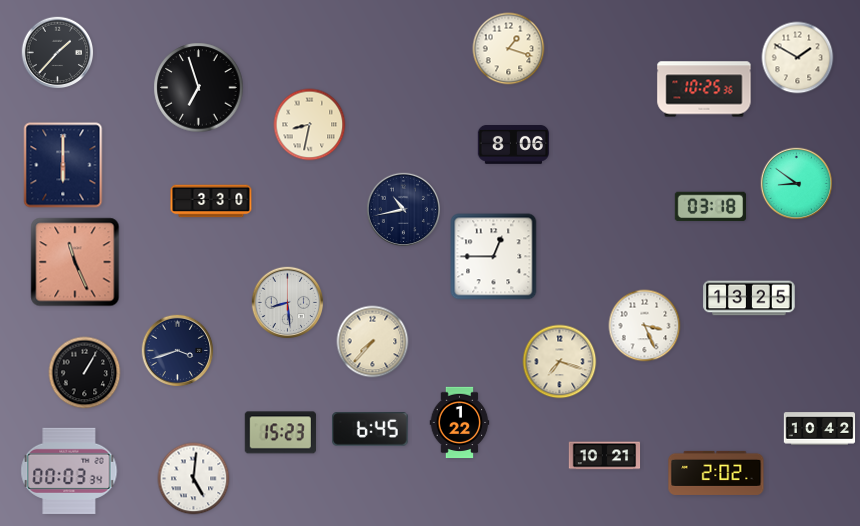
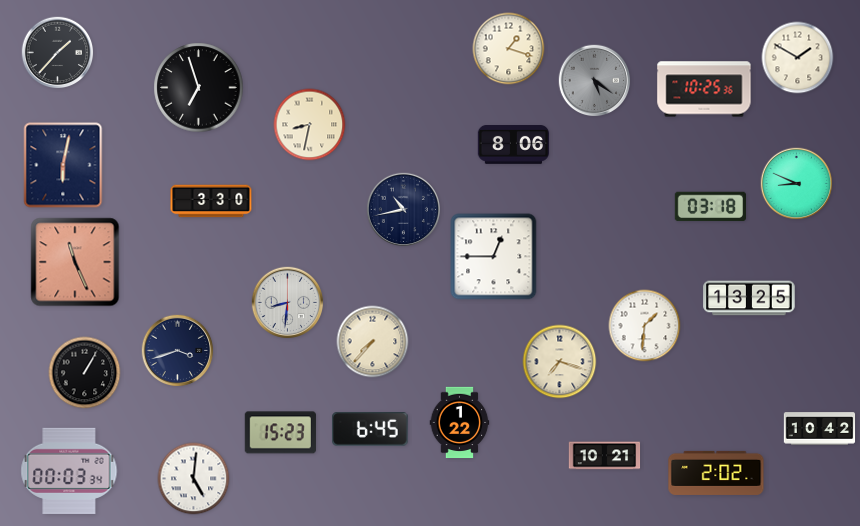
clock at (595, 81): none -> 5:21
clock at (63, 165): 6:00 -> 6:02
clock at (797, 184): 8:51 -> 8:49
clock at (288, 303): 8:29 -> 8:31
clock at (645, 326): 3:26 -> 1:31
